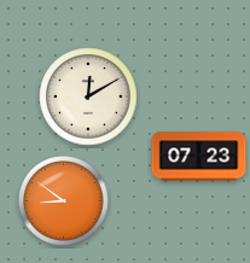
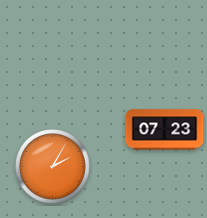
clock at (88, 97): 12:10 -> none
clock at (64, 201): 8:51 -> 2:05
